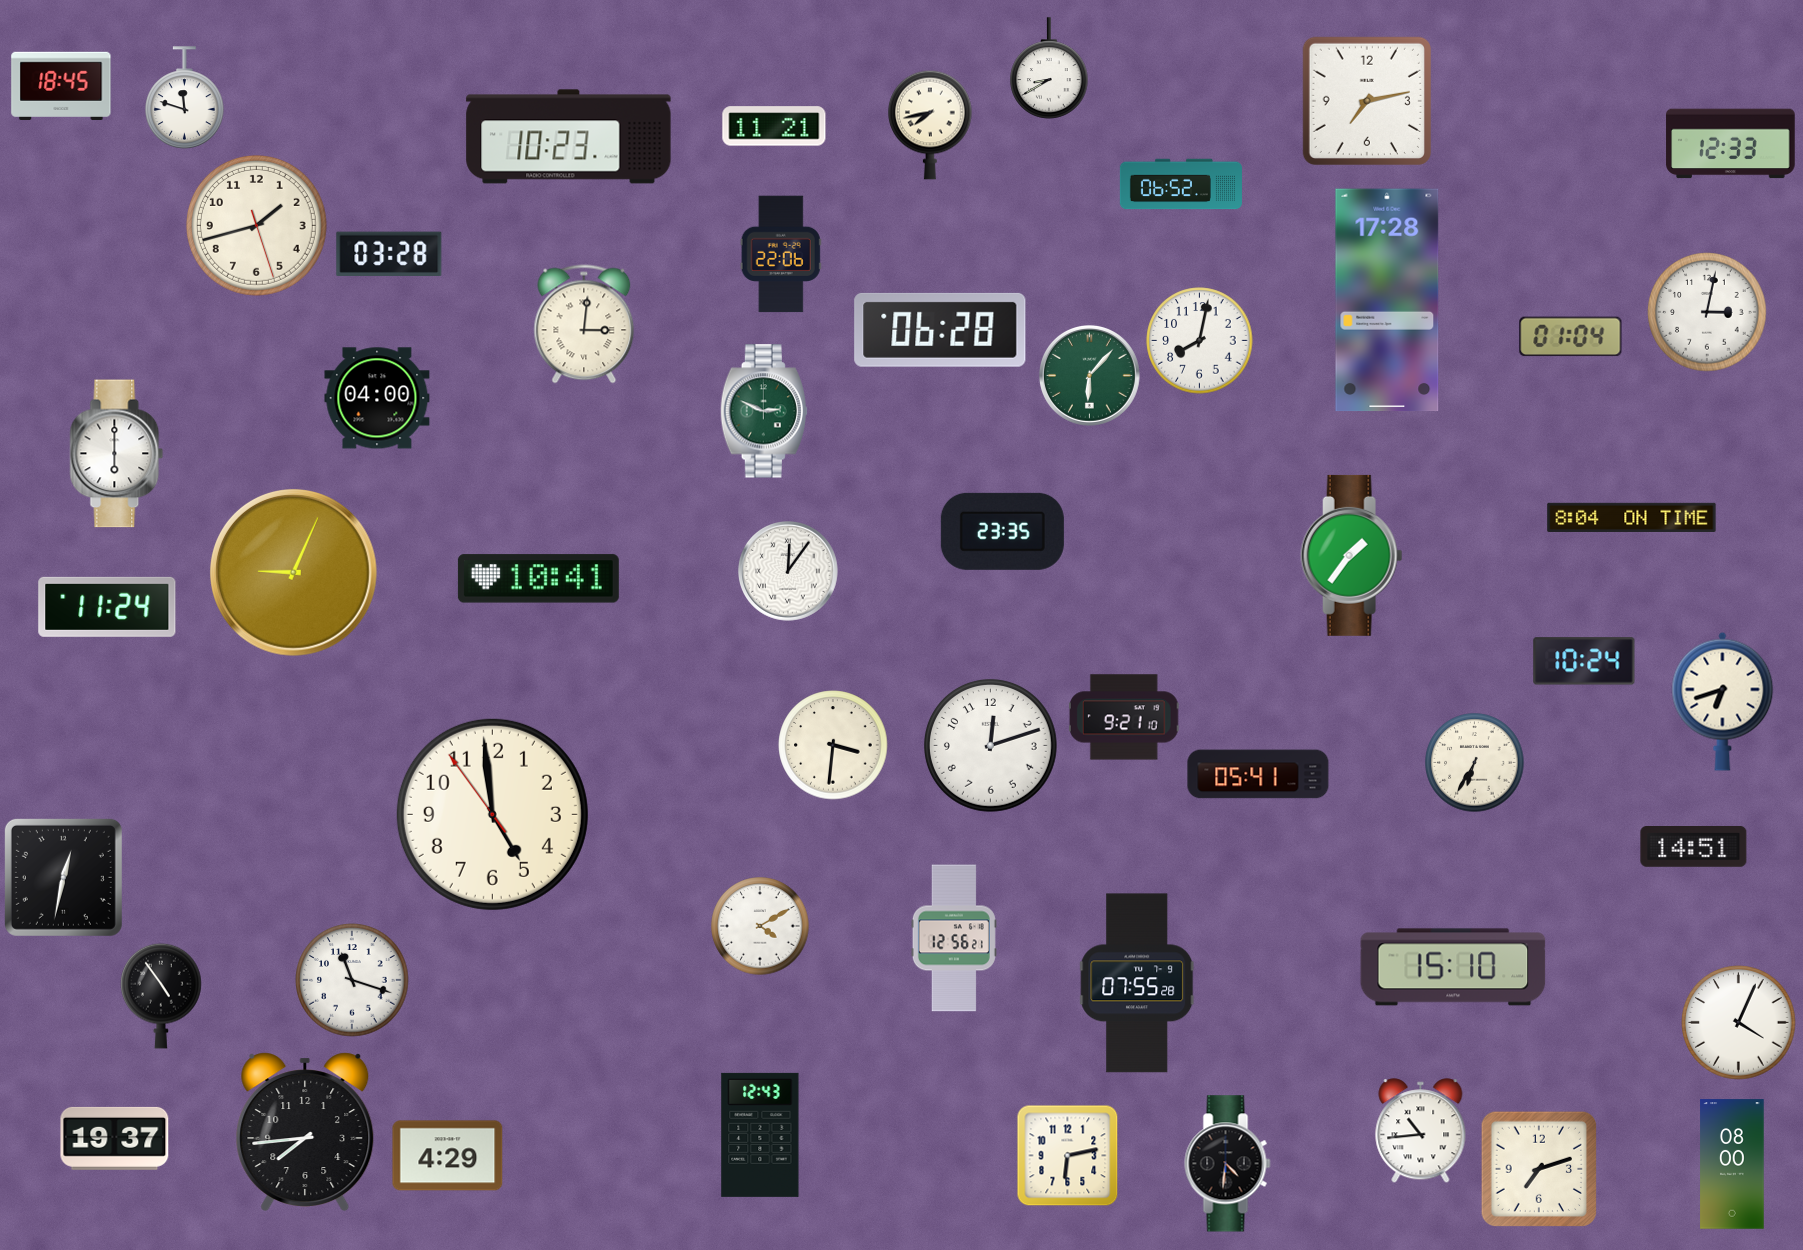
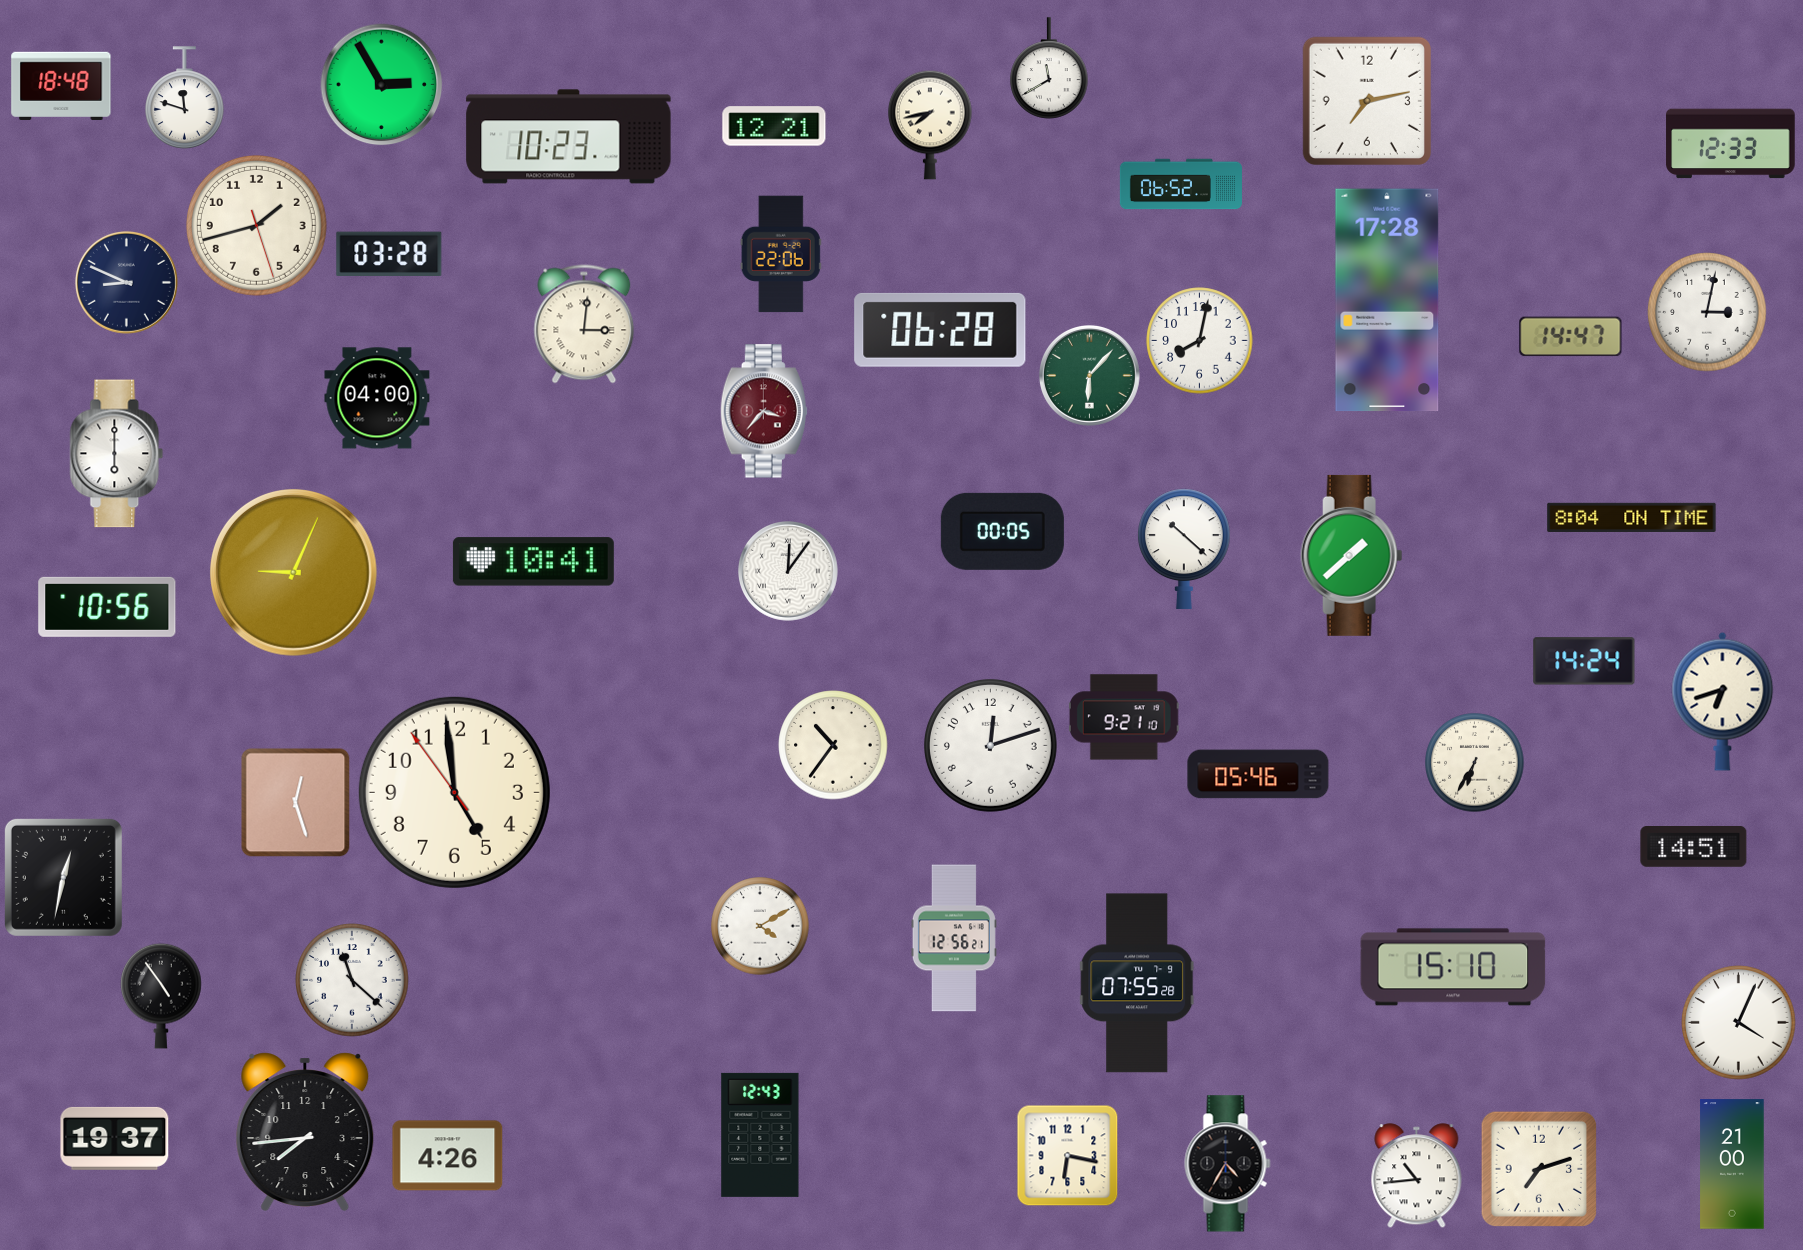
clock at (1049, 68): 8:40 -> 11:40
clock at (382, 85): none -> 2:55
clock at (61, 86): 18:45 -> 18:48
clock at (774, 126): 11:21 -> 12:21
clock at (126, 282): none -> 8:49
clock at (1571, 337): 01:04 -> 14:47
clock at (763, 411): 2:49 -> 3:37
clock at (763, 411) dial: green -> burgundy
clock at (1002, 531): 23:35 -> 00:05
clock at (1185, 549): none -> 10:22
clock at (1352, 555): 1:36 -> 1:38
clock at (538, 579) position: (538, 579) -> (533, 562)
clock at (107, 607): 11:24 -> 10:56
clock at (1584, 661): 10:24 -> 14:24
clock at (833, 745): 3:31 -> 10:36
clock at (1258, 774): 05:41 -> 05:46
clock at (296, 803): none -> 12:27
clock at (492, 814) position: (492, 814) -> (454, 792)
clock at (352, 980): 11:18 -> 11:22
clock at (1421, 1131) position: (1421, 1131) -> (1417, 1176)
clock at (448, 1156): 4:29 -> 4:26
clock at (1068, 1156): 6:13 -> 6:17
clock at (1228, 1164): 4:31 -> 4:35
clock at (1732, 1164): 08:00 -> 21:00
